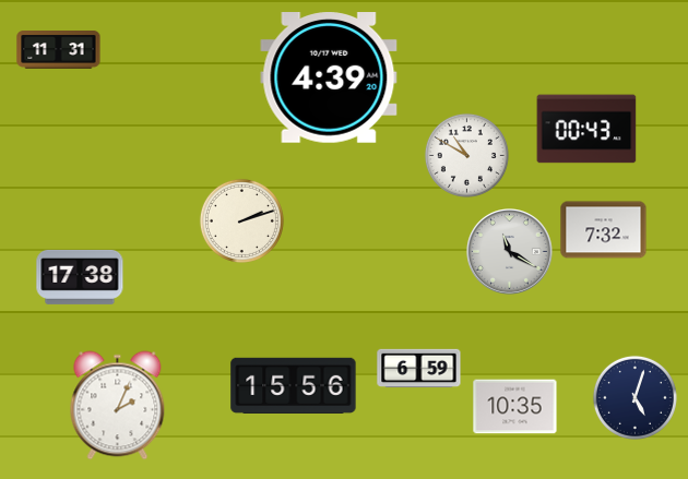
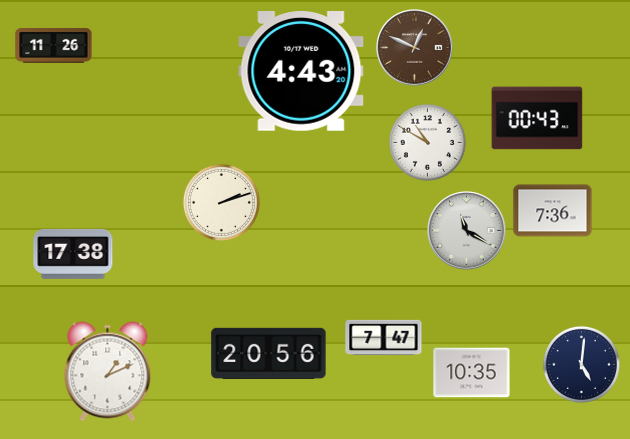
clock at (59, 50): 11:31 -> 11:26
clock at (415, 48): none -> 12:49
clock at (329, 79): 4:39 -> 4:43
clock at (604, 230): 7:32 -> 7:36
clock at (419, 369): 6:59 -> 7:47
clock at (294, 385): 15:56 -> 20:56
clock at (634, 397): 5:03 -> 5:01
clock at (118, 406): 2:04 -> 1:11
